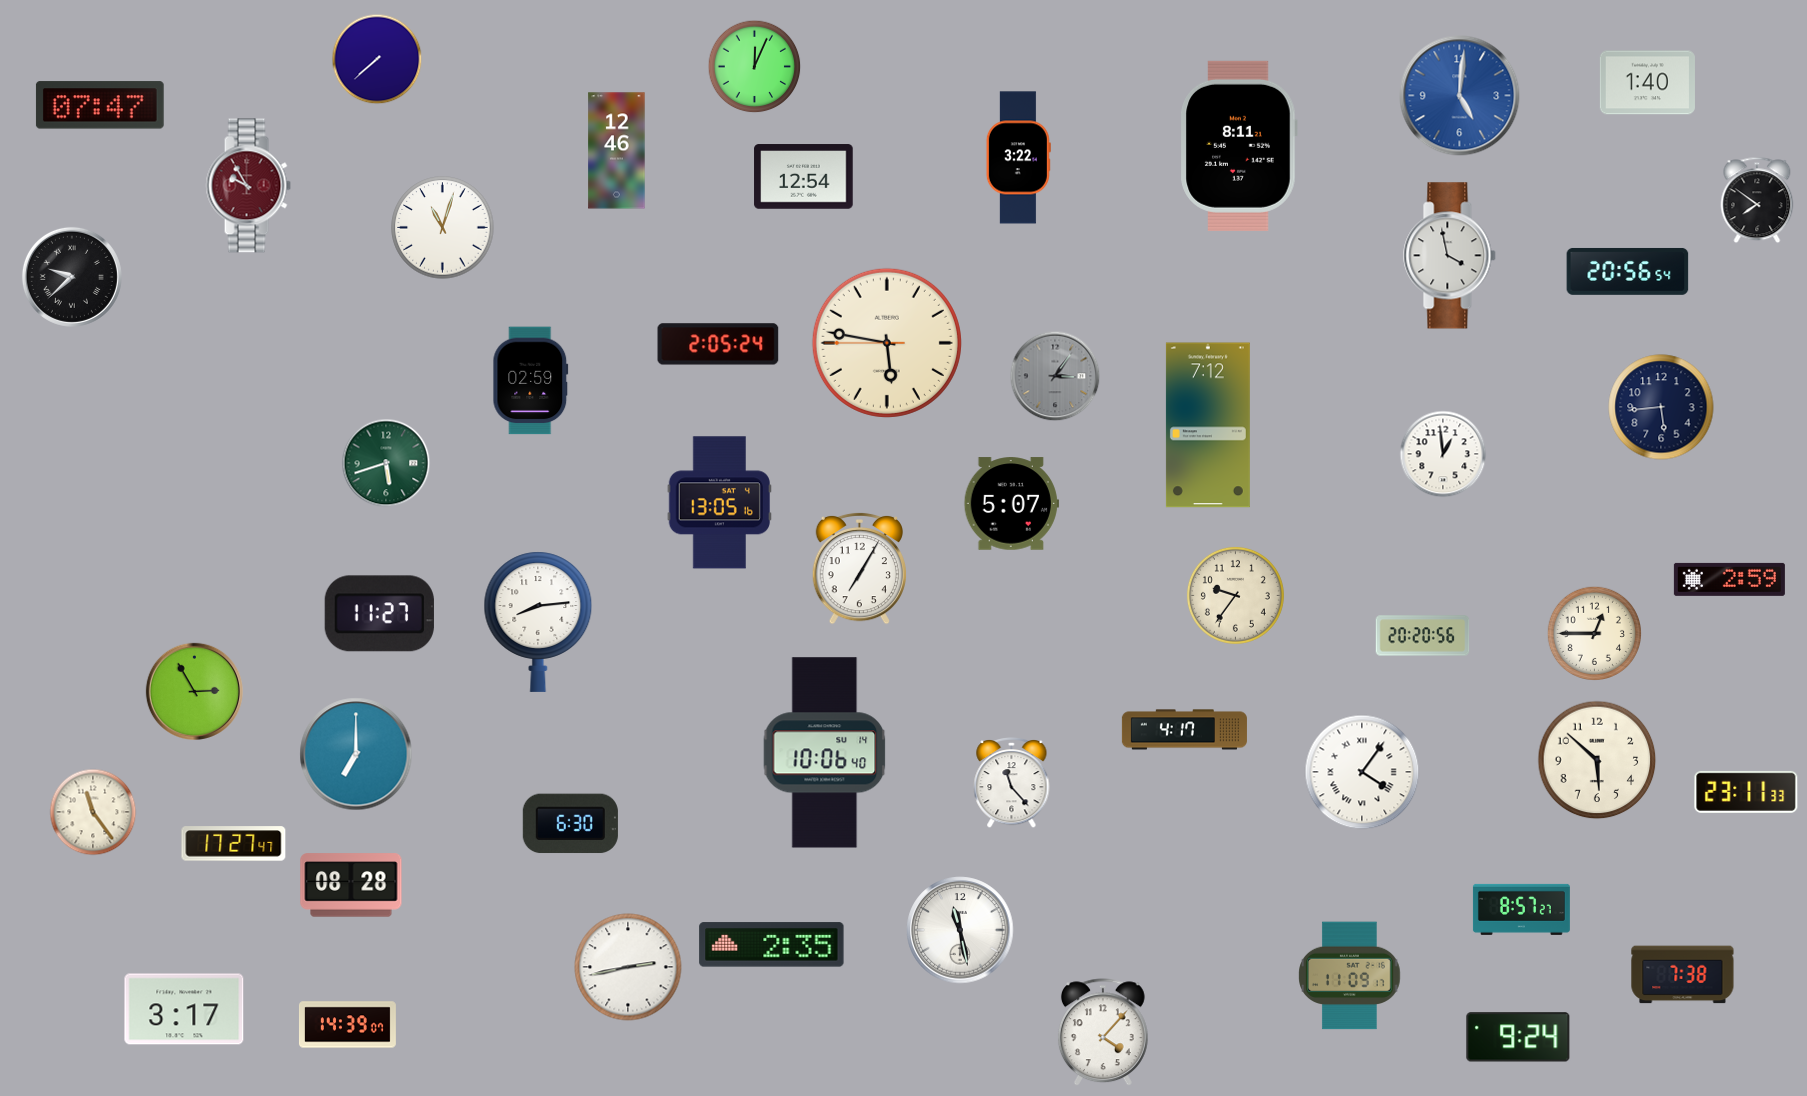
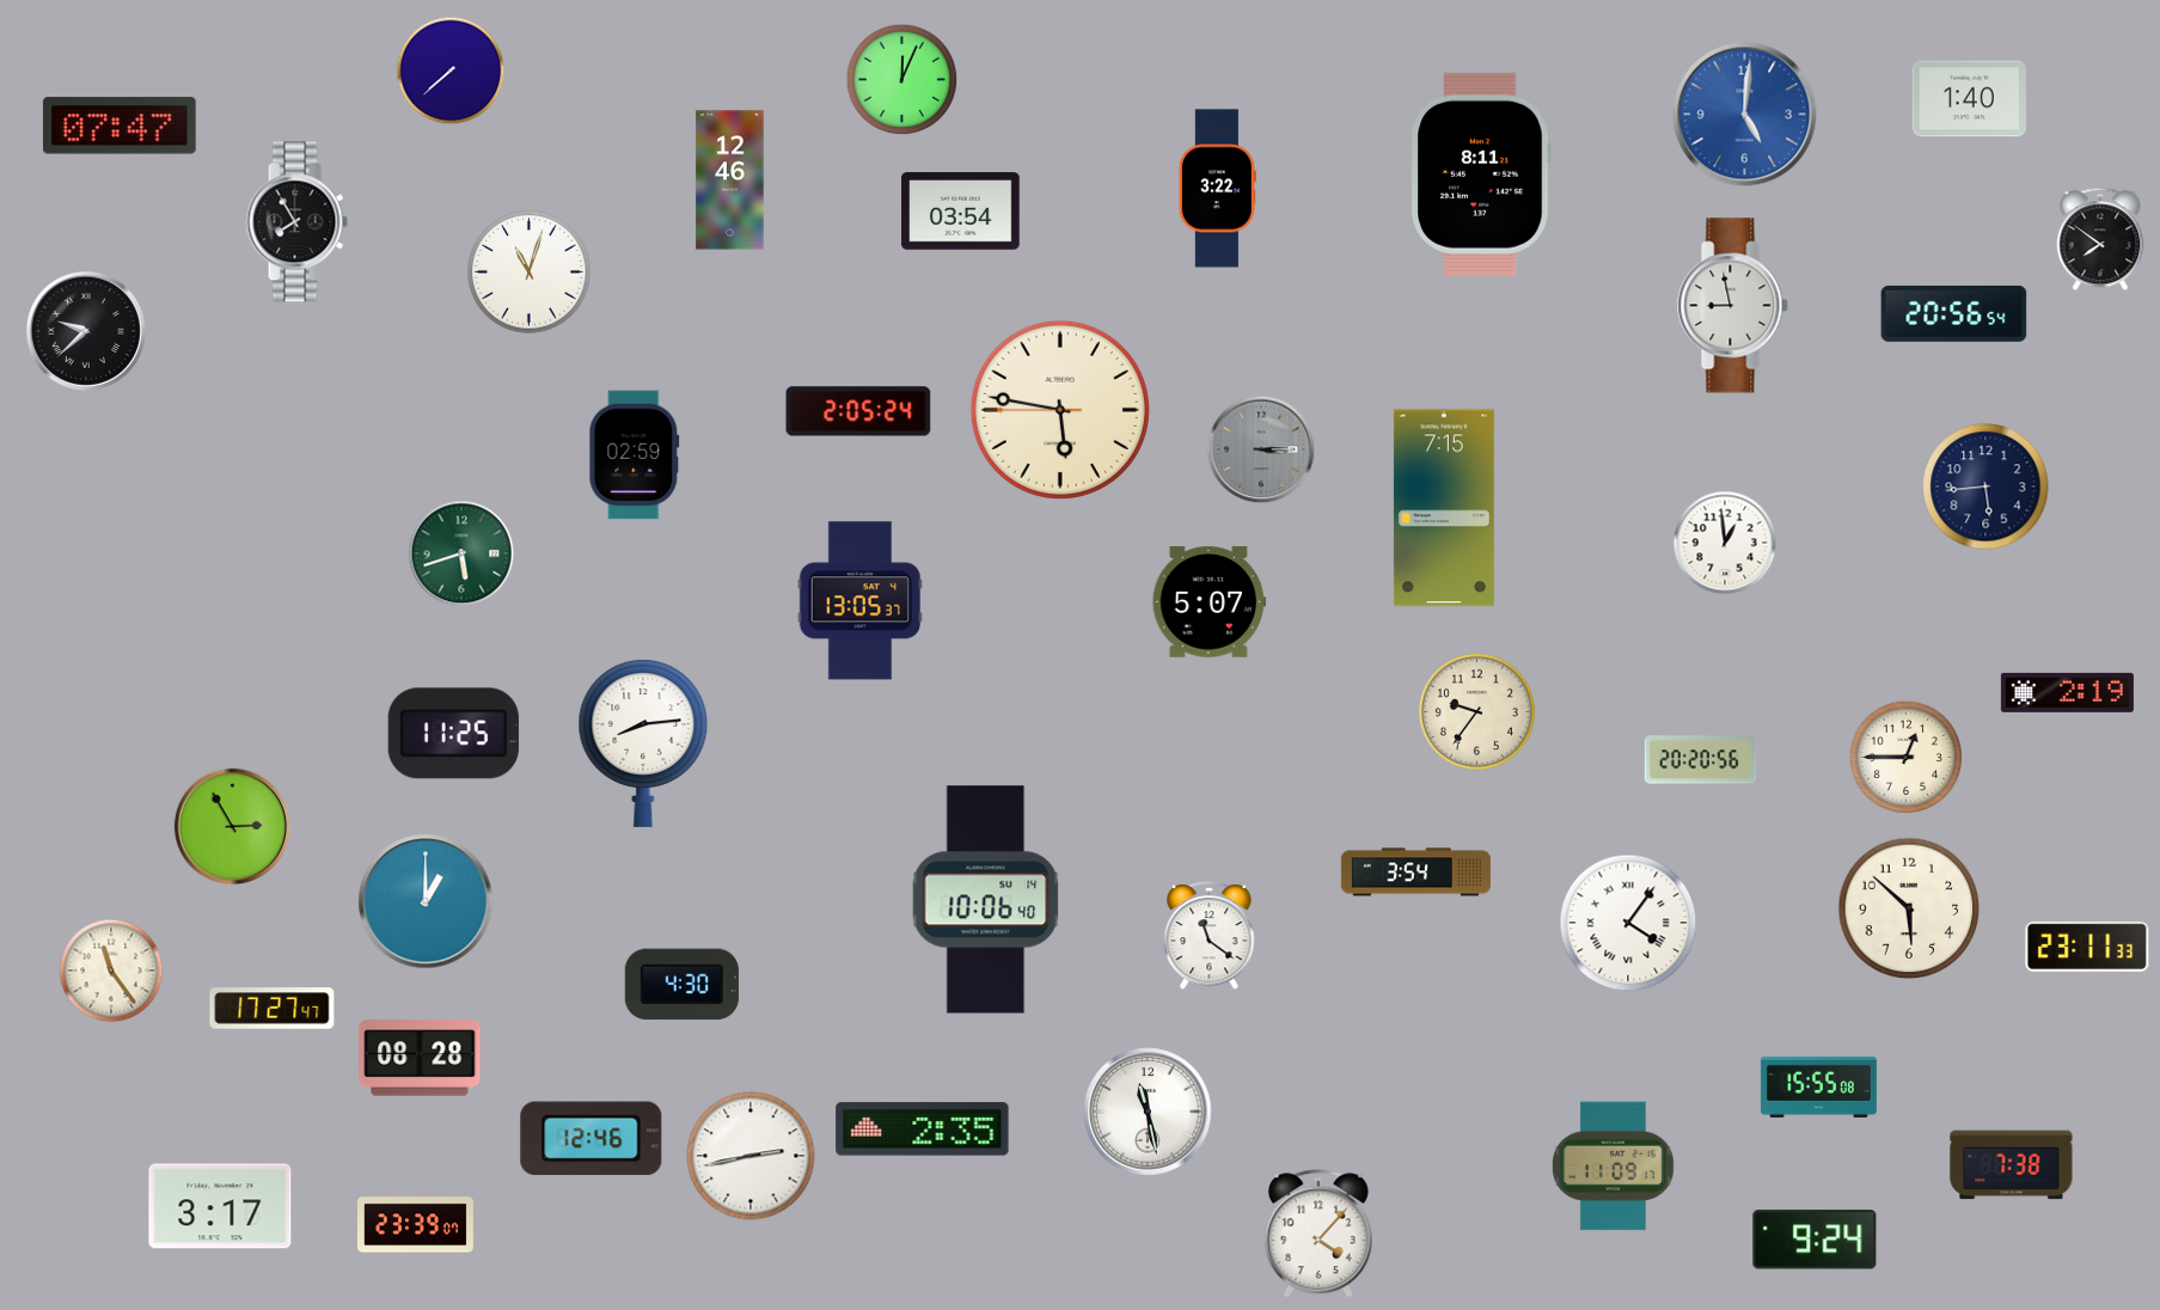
clock at (617, 151) position: (617, 151) -> (730, 180)
clock at (804, 177): 12:54 -> 03:54
clock at (248, 186): 9:55 -> 7:55
clock at (248, 186) dial: burgundy -> black
clock at (1450, 256): 3:58 -> 8:58
clock at (1628, 272) position: (1628, 272) -> (1954, 314)
clock at (1055, 376): 3:06 -> 3:15
clock at (1208, 425): 7:12 -> 7:15
clock at (719, 503): 13:05:16 -> 13:05:37
clock at (859, 568): 7:05 -> none
clock at (1729, 579): 2:59 -> 2:19
clock at (379, 614): 11:27 -> 11:25
clock at (1184, 730): 4:17 -> 3:54
clock at (356, 754): 7:00 -> 1:00
clock at (1012, 782): 11:23 -> 11:21
clock at (570, 824): 6:30 -> 4:30
clock at (234, 844) position: (234, 844) -> (273, 1009)
clock at (1521, 909): 8:57 -> 15:55
clock at (592, 1139): none -> 12:46
clock at (347, 1025): 14:39 -> 23:39
